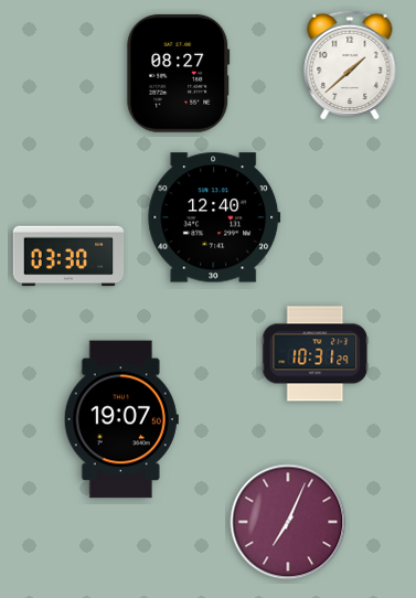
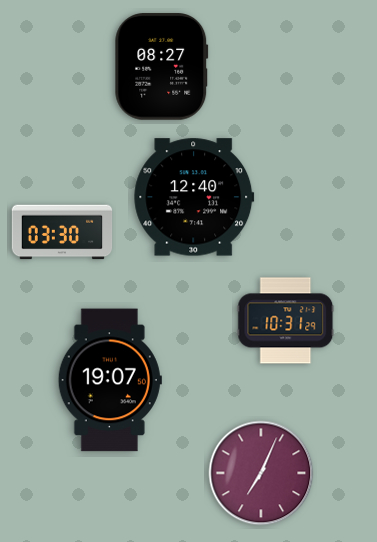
clock at (350, 65): 1:38 -> none
